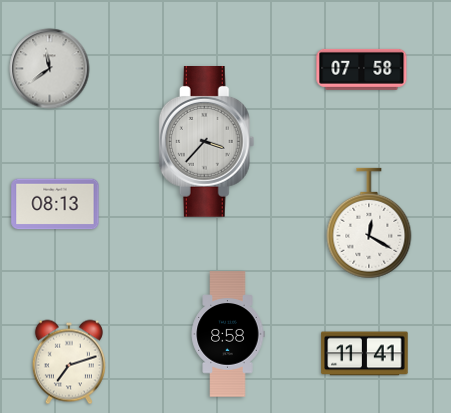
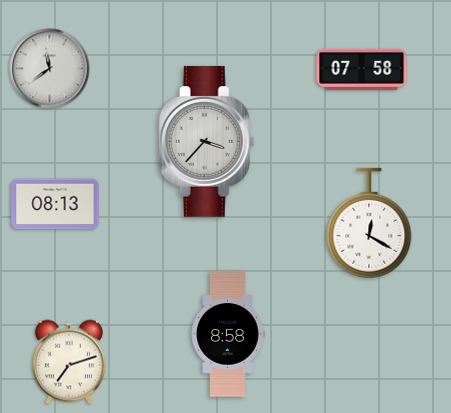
clock at (365, 354): 11:41 -> none
